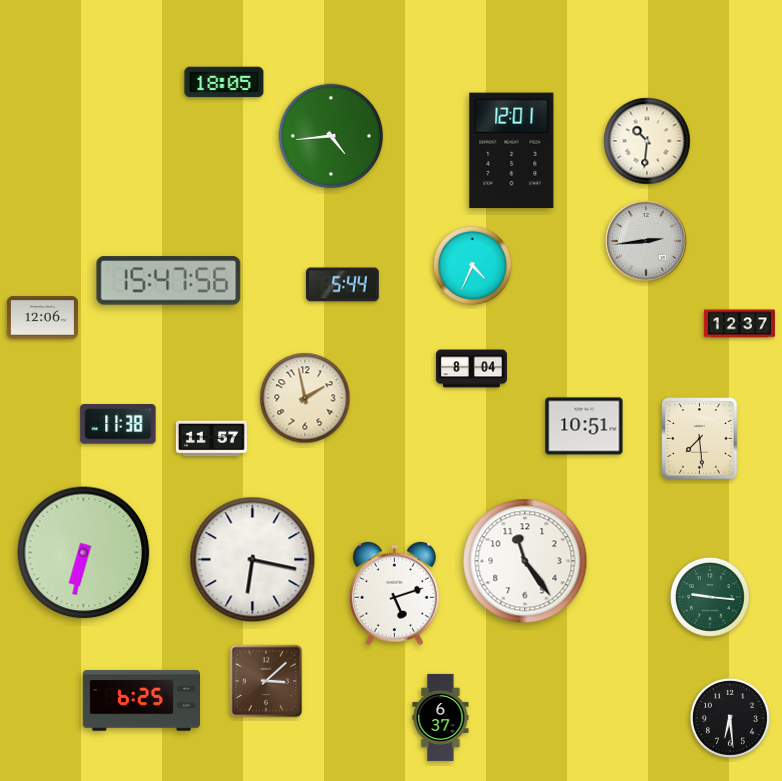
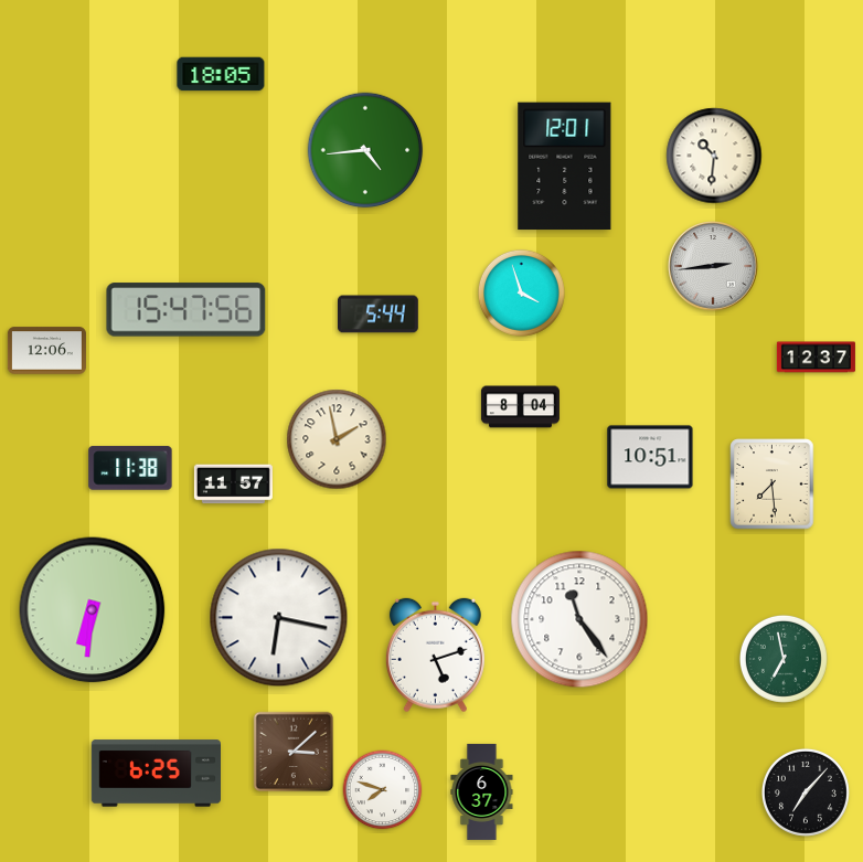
clock at (224, 82) position: (224, 82) -> (221, 74)
clock at (472, 265): 4:34 -> 3:57
clock at (584, 426) position: (584, 426) -> (650, 457)
clock at (84, 553): 6:32 -> 6:31
clock at (710, 597): 9:16 -> 6:58
clock at (383, 790): none -> 7:48
clock at (441, 717) position: (441, 717) -> (482, 791)
clock at (730, 718): 6:29 -> 7:07
